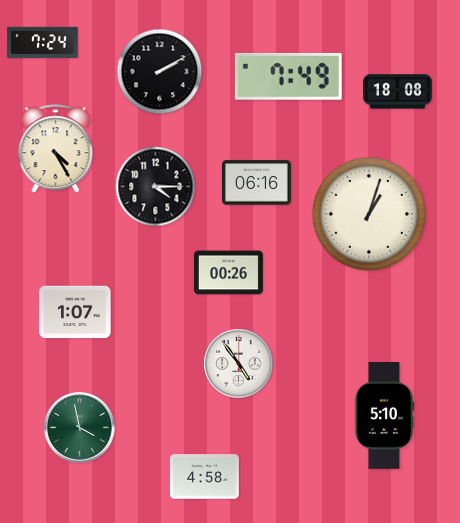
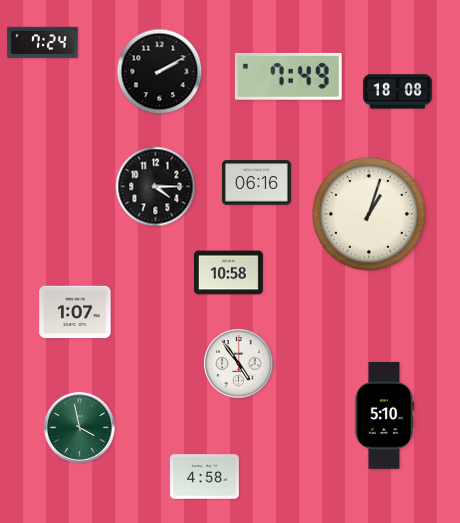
clock at (56, 149): 4:25 -> none
clock at (228, 273): 00:26 -> 10:58
